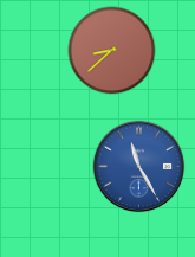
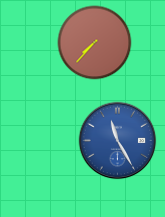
clock at (112, 51): 8:38 -> 7:37
